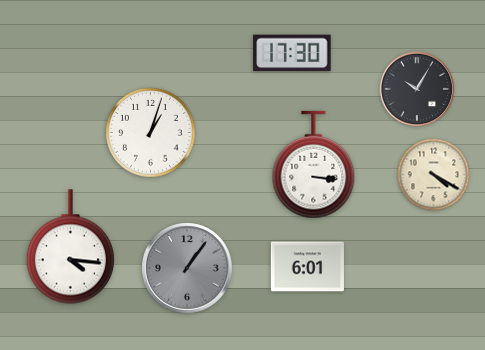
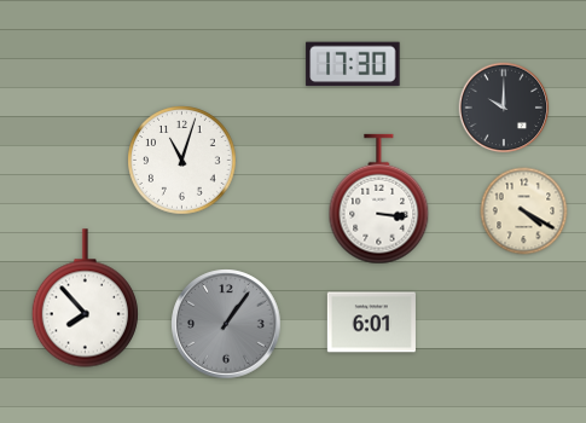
clock at (417, 89): 10:05 -> 10:00
clock at (151, 133): 1:03 -> 11:03
clock at (70, 247): 4:16 -> 7:53
